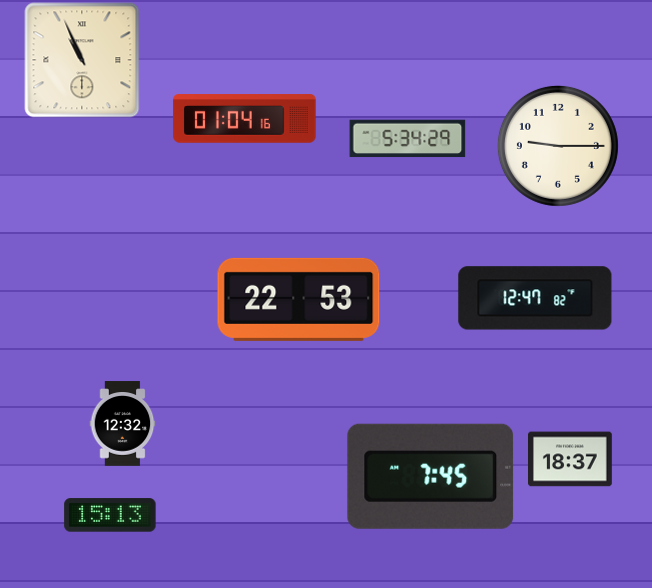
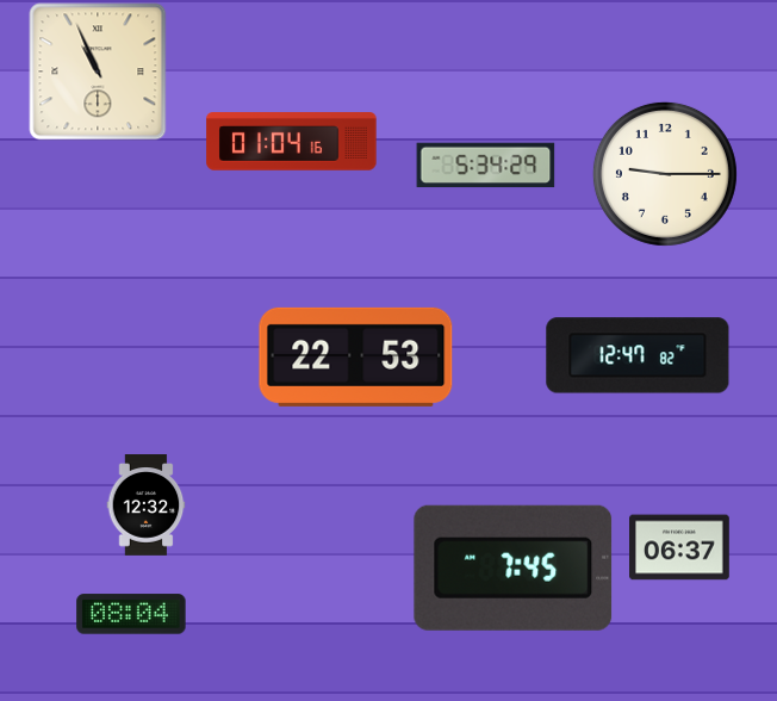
clock at (571, 459): 18:37 -> 06:37
clock at (110, 515): 15:13 -> 08:04
